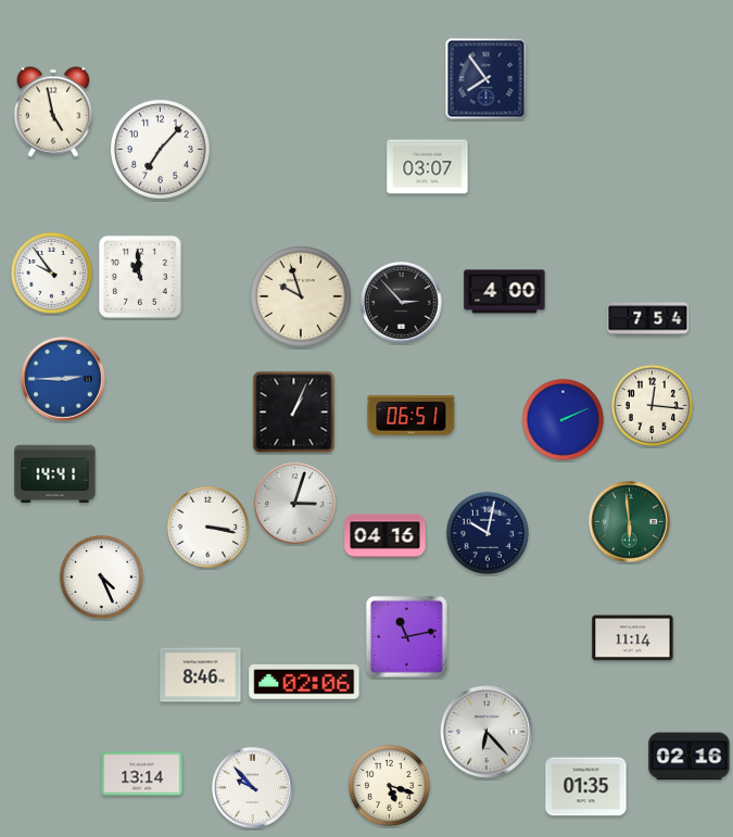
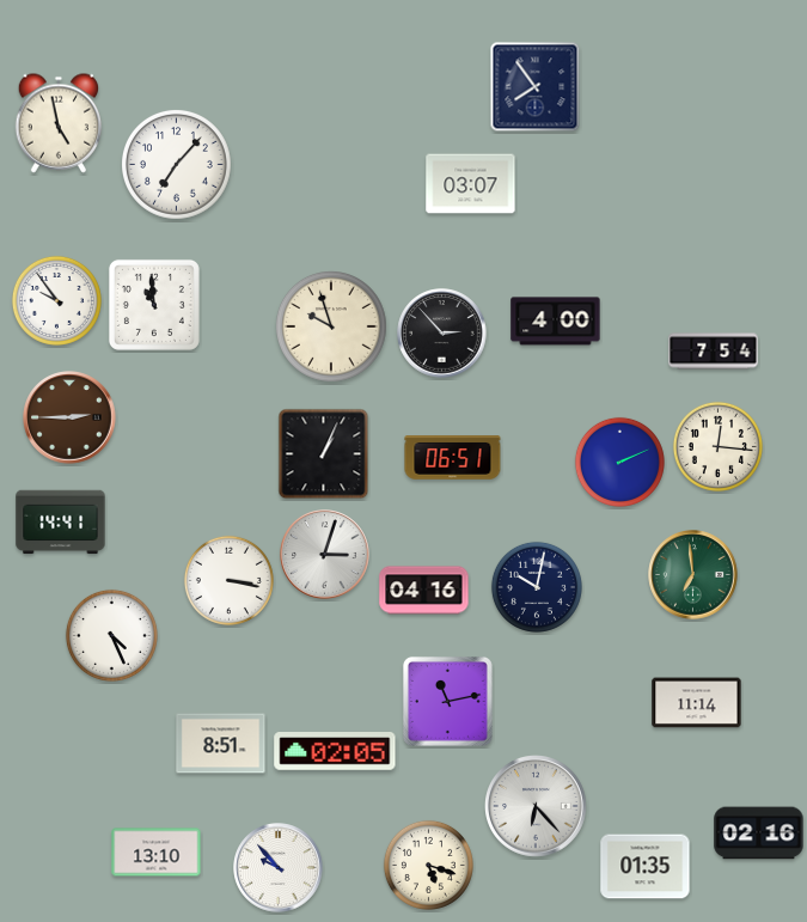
clock at (63, 379) dial: blue -> brown
clock at (630, 522): 5:59 -> 6:59
clock at (201, 675): 8:46 -> 8:51
clock at (304, 682): 02:06 -> 02:05
clock at (142, 774): 13:14 -> 13:10
